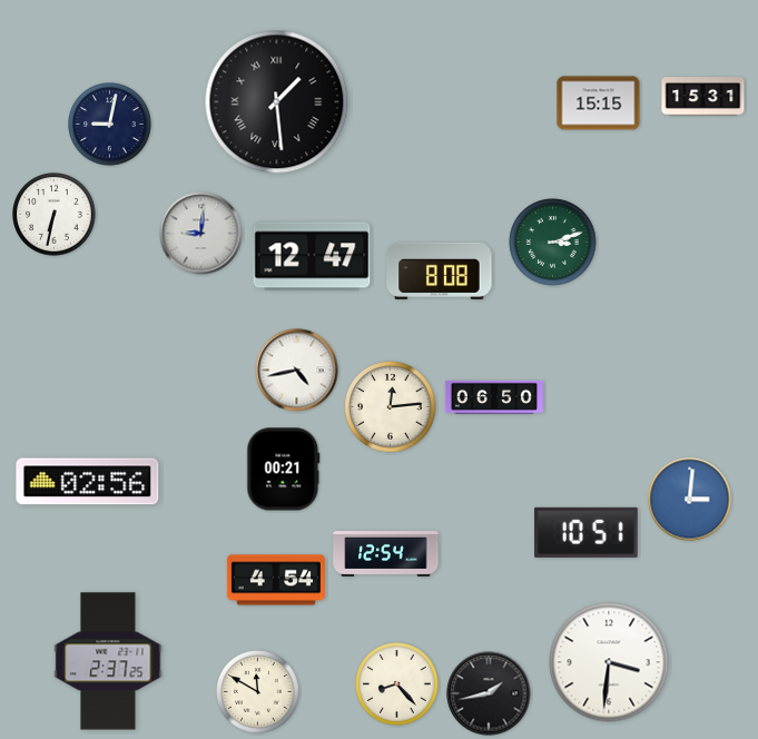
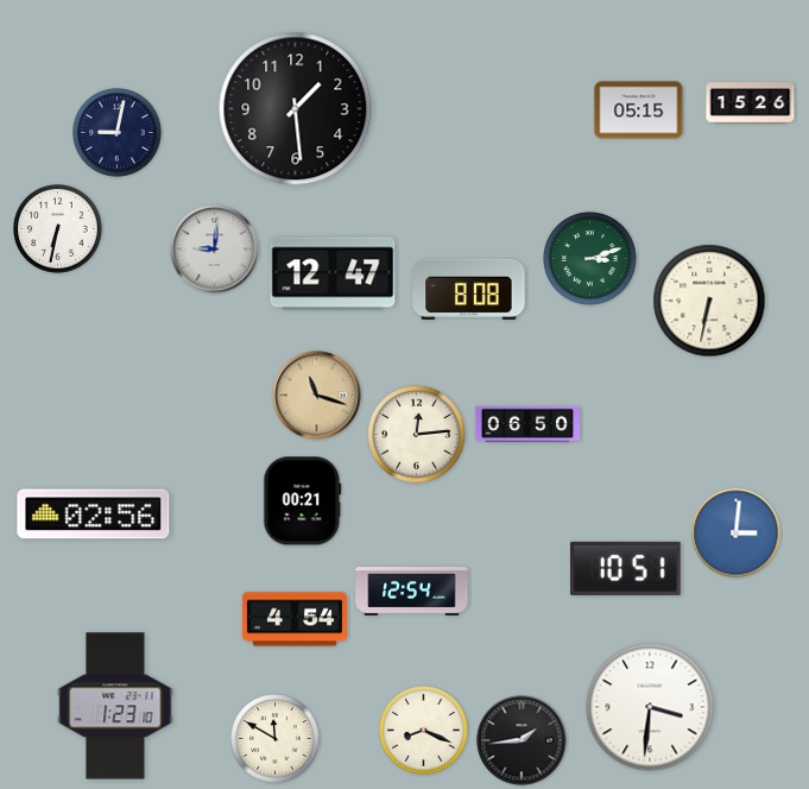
clock at (703, 97): 15:31 -> 15:26
clock at (277, 102) numerals: Roman -> Arabic
clock at (599, 104): 15:15 -> 05:15
clock at (709, 301): none -> 6:32
clock at (297, 371): 4:43 -> 11:18
clock at (297, 371) dial: white -> champagne
clock at (108, 661): 2:37 -> 1:23
clock at (397, 684): 8:23 -> 8:19
clock at (489, 693): 1:43 -> 1:44
